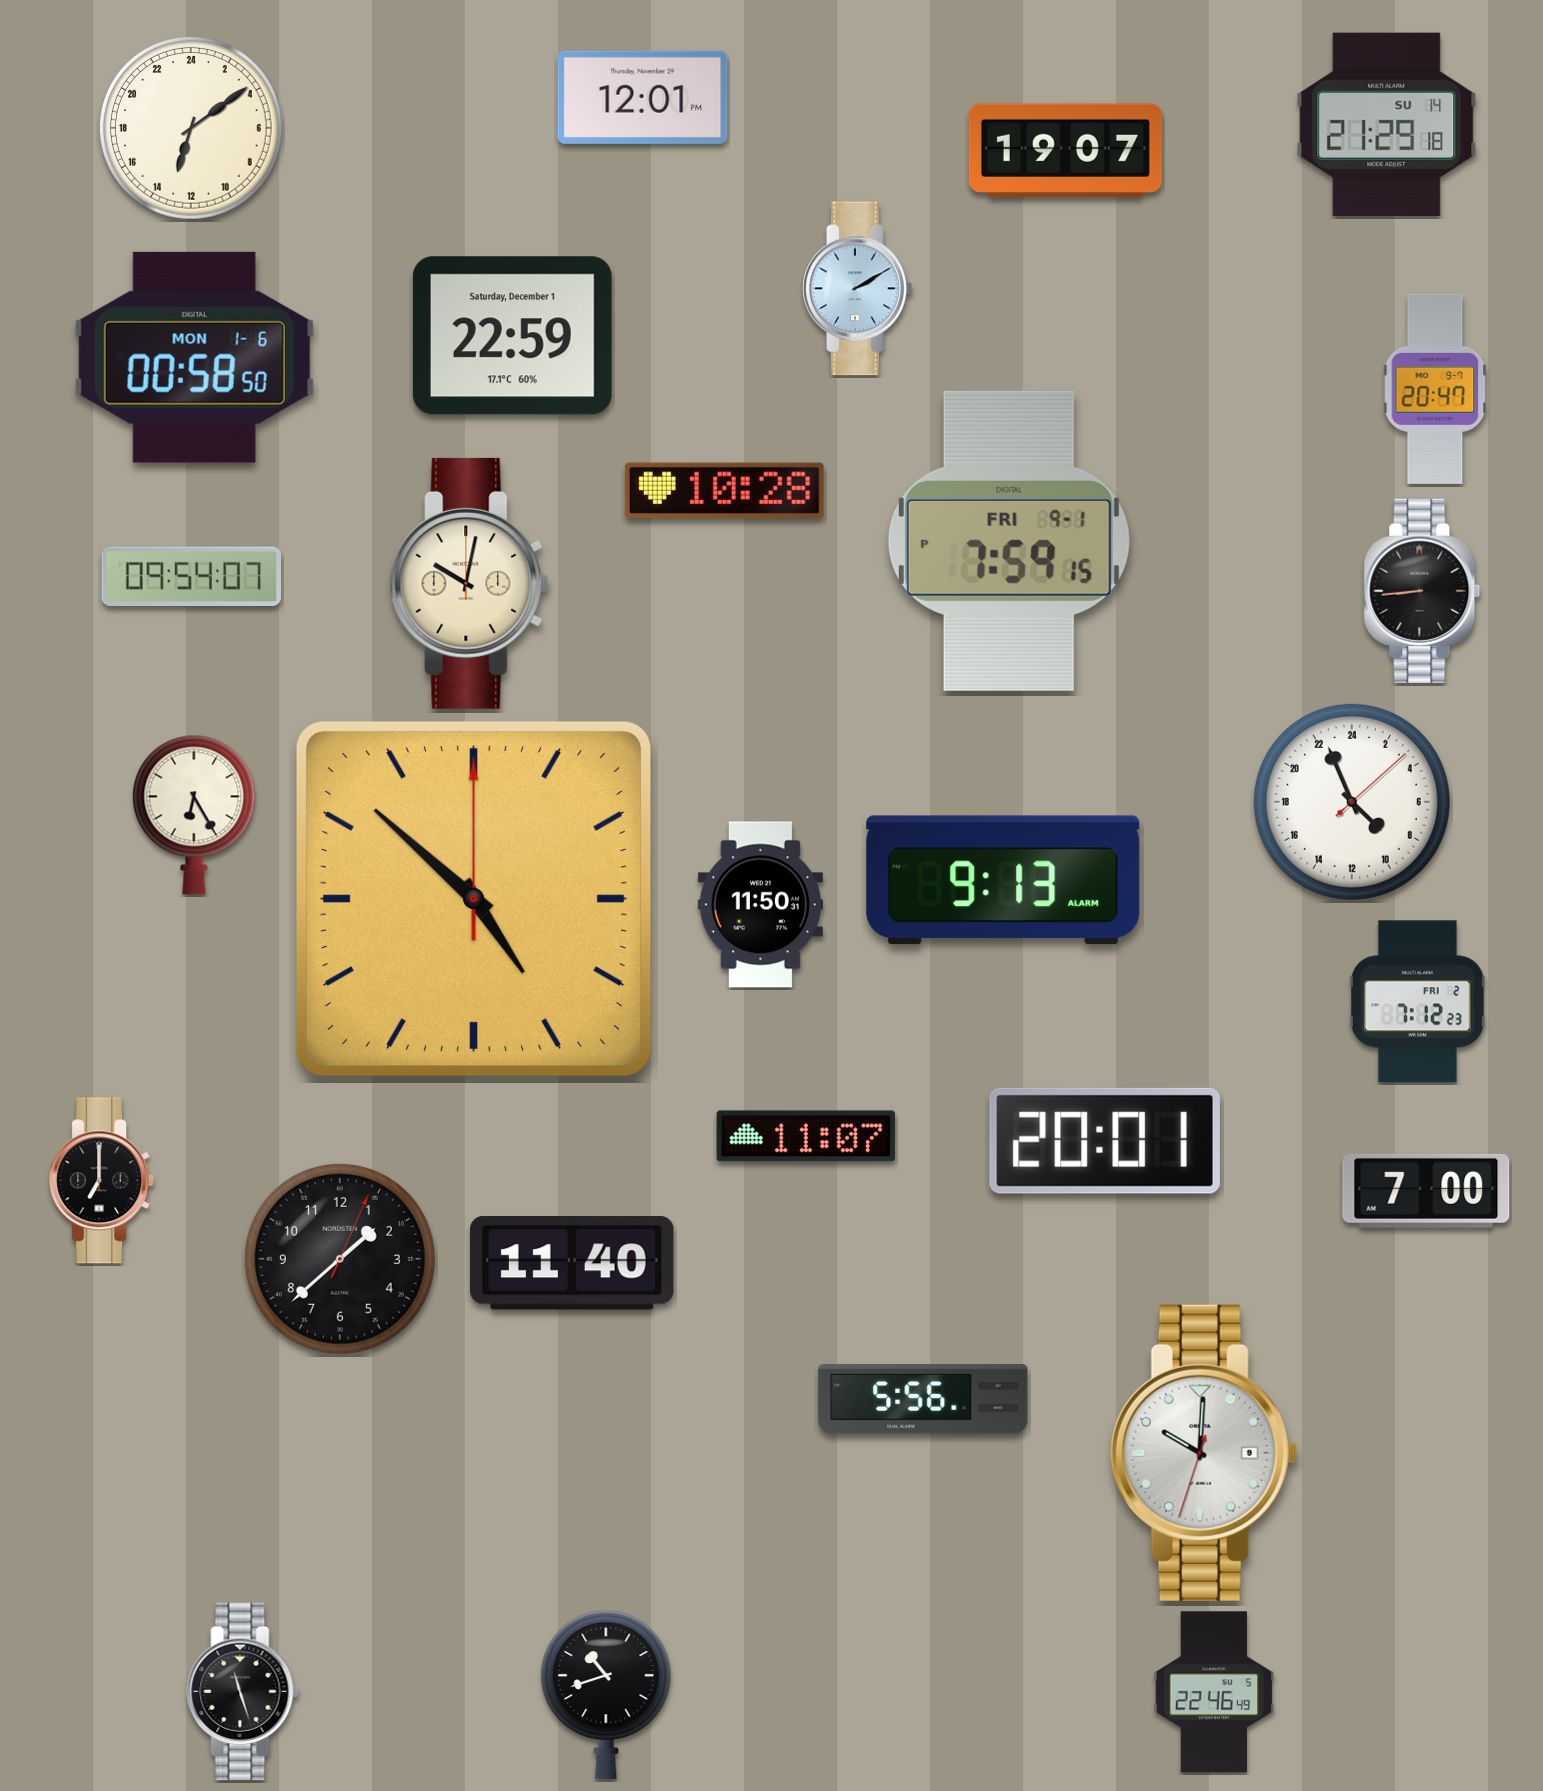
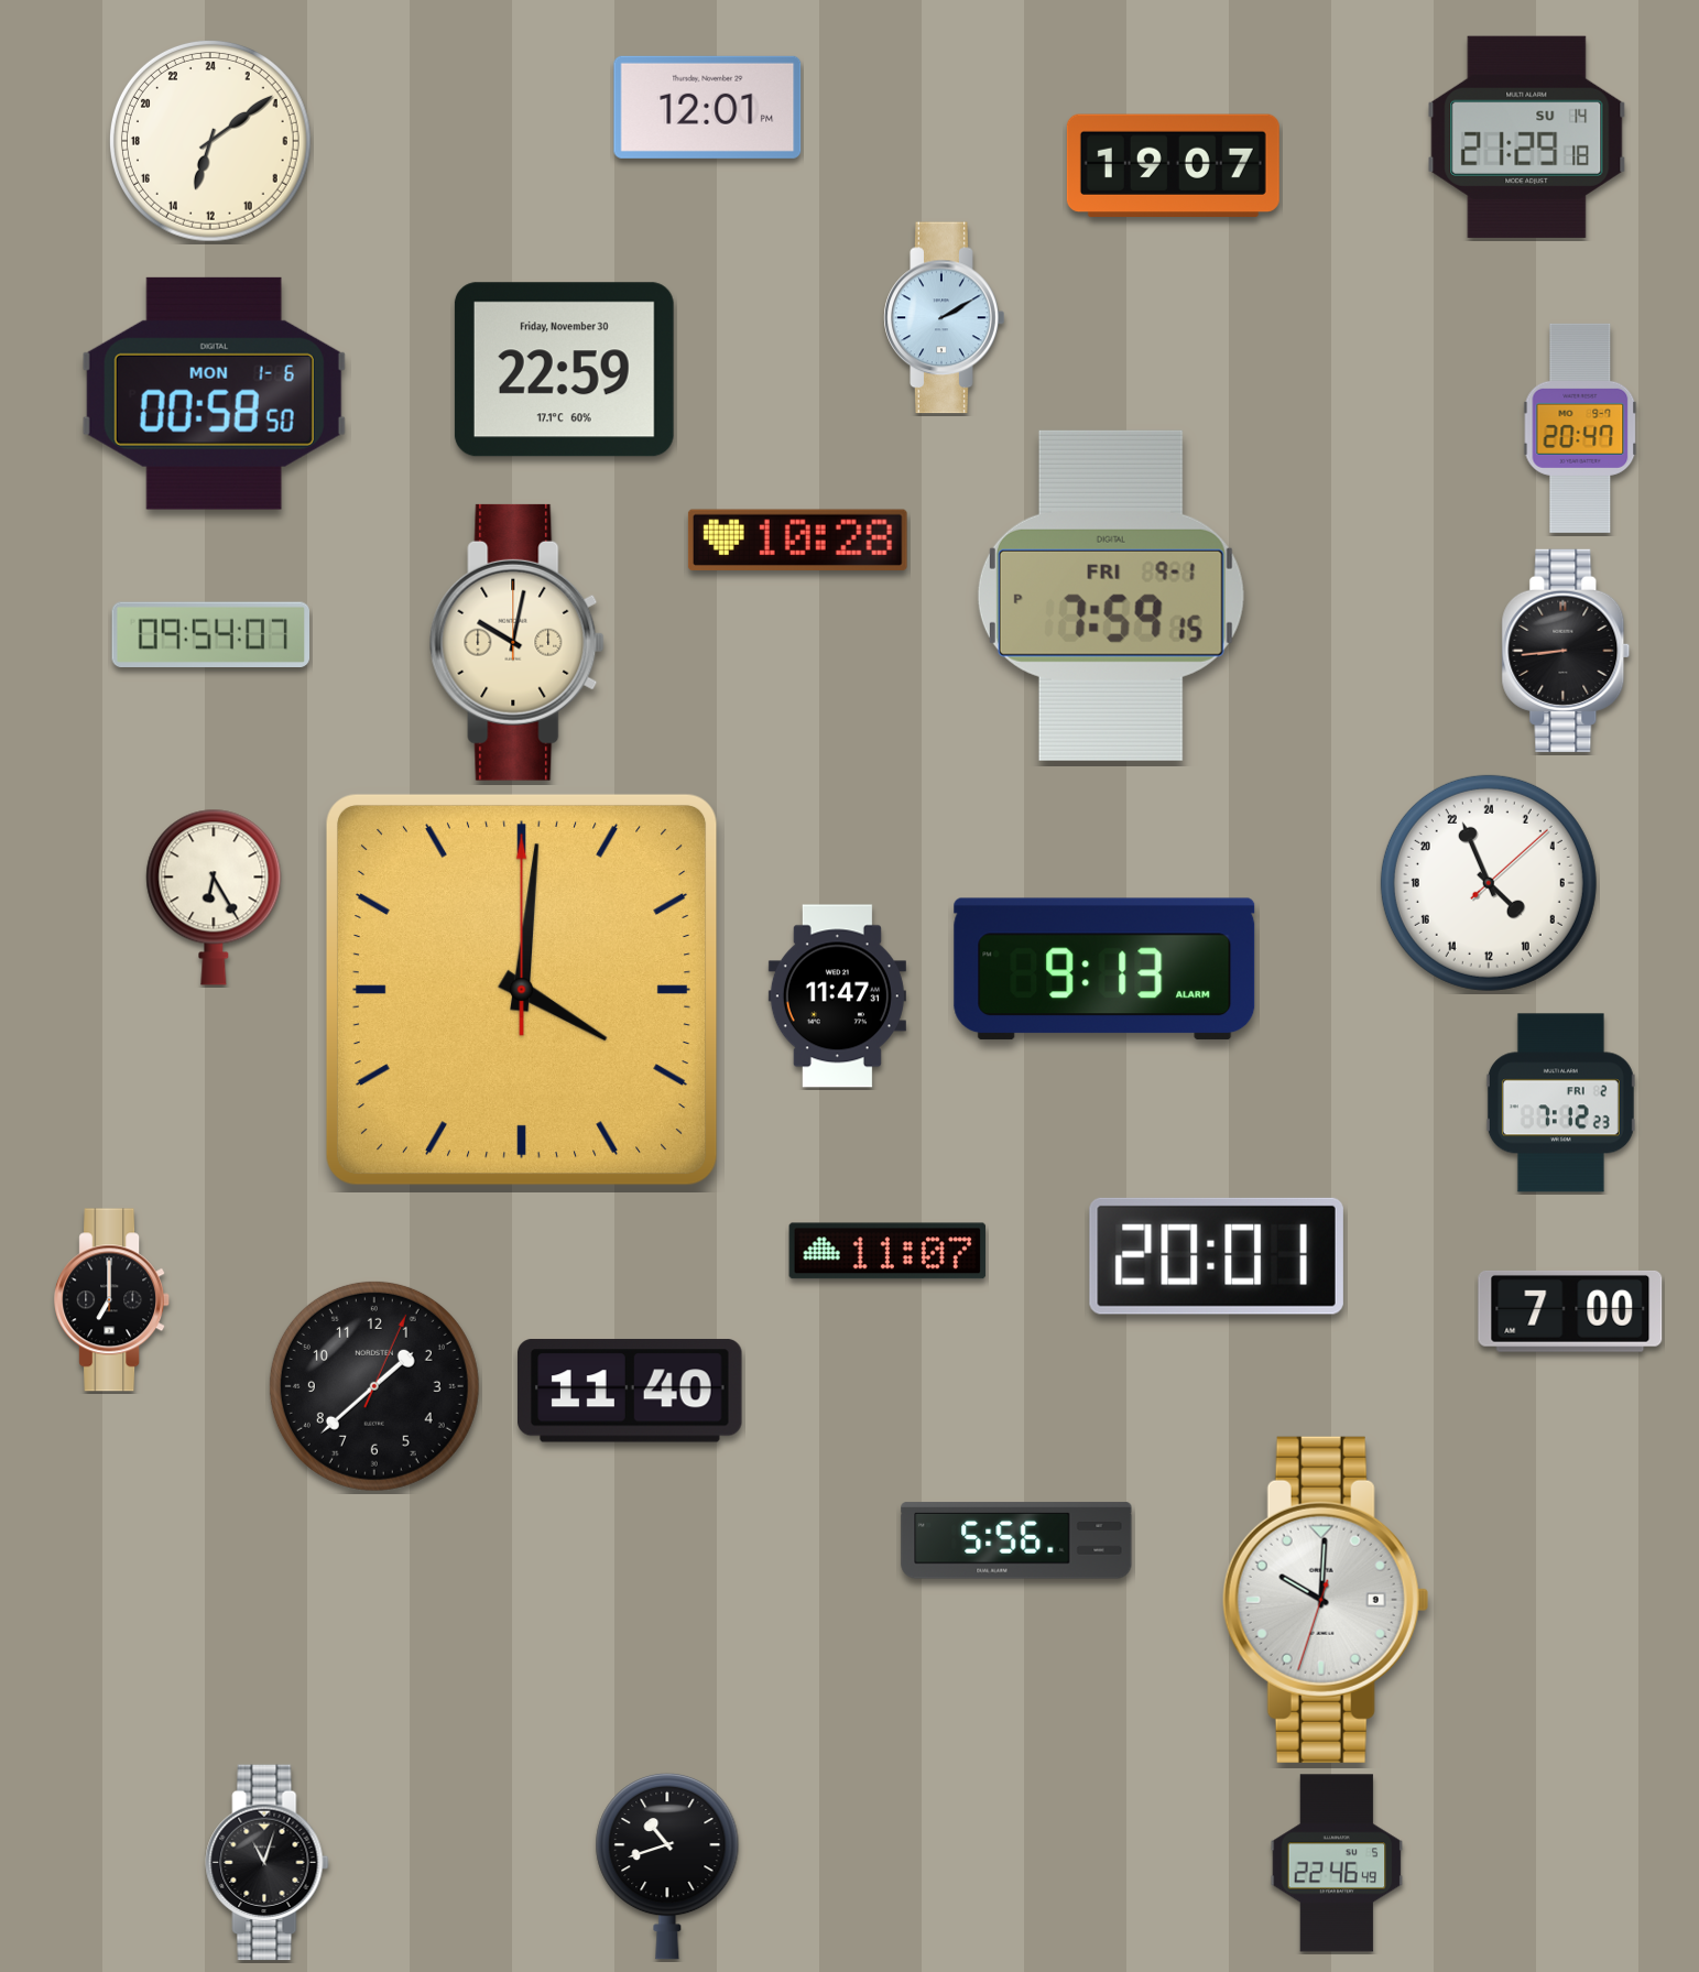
clock at (512, 336) date: Saturday, December 1 -> Friday, November 30
clock at (474, 899): 4:52 -> 4:01
clock at (760, 905): 11:50 -> 11:47
clock at (243, 1692): 11:27 -> 11:03
